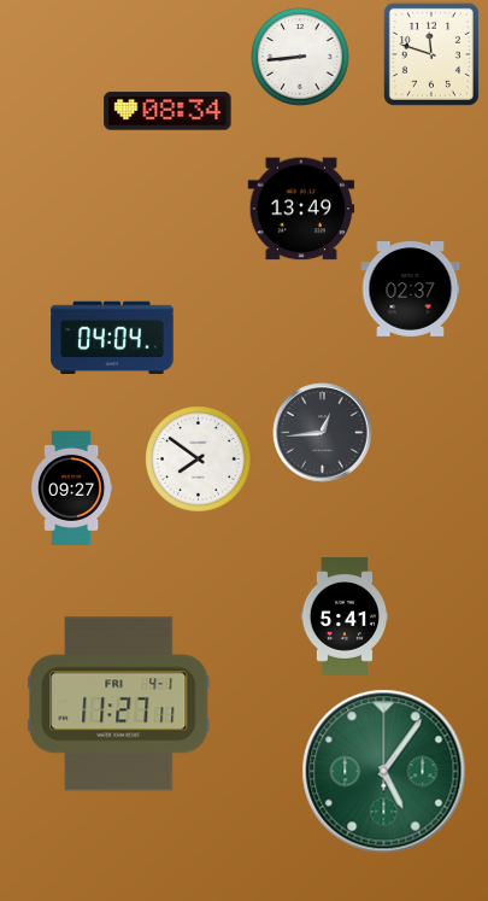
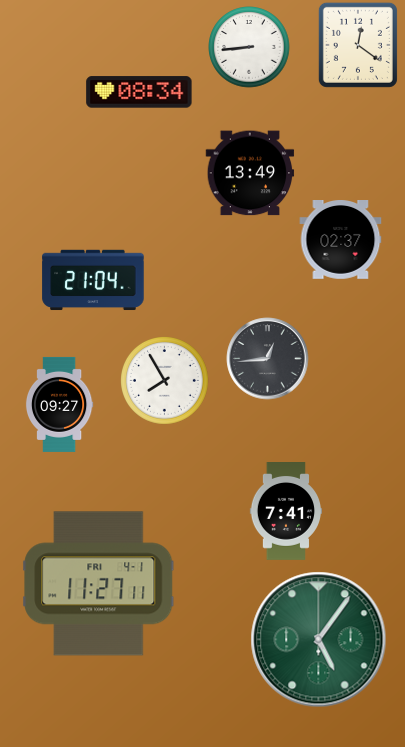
clock at (431, 54): 11:48 -> 12:21
clock at (112, 338): 04:04 -> 21:04
clock at (199, 460): 7:51 -> 7:55
clock at (343, 618): 5:41 -> 7:41
